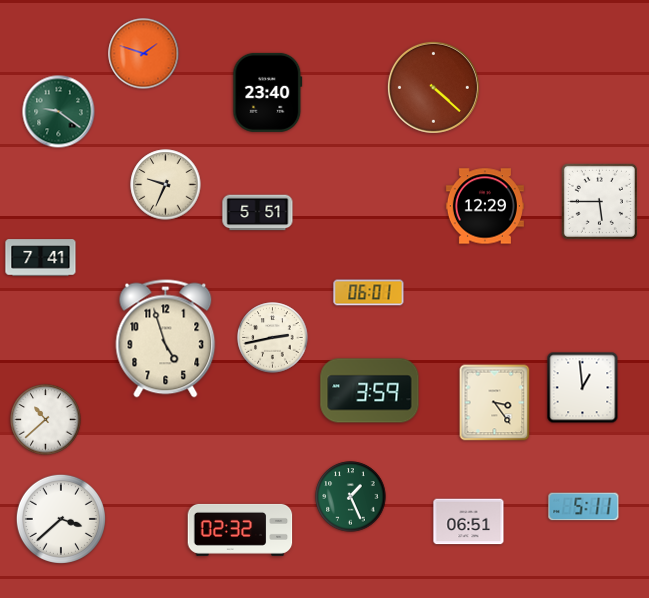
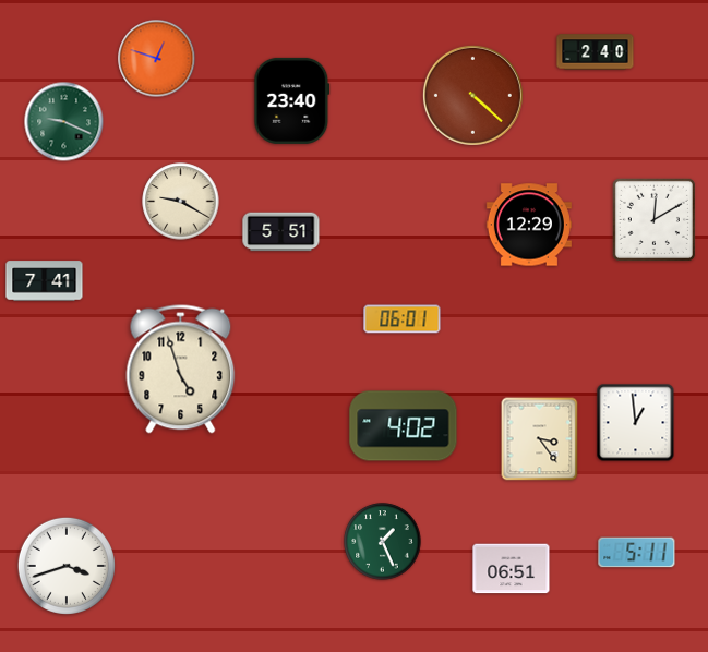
clock at (596, 52): none -> 2:40
clock at (144, 54): 1:48 -> 12:48
clock at (59, 112): 9:21 -> 9:19
clock at (166, 185): 9:34 -> 9:20
clock at (599, 201): 5:45 -> 12:10
clock at (273, 338): 2:43 -> none
clock at (370, 391): 3:59 -> 4:02
clock at (46, 420): 10:38 -> none
clock at (61, 519): 3:38 -> 3:42
clock at (240, 530): 02:32 -> none
